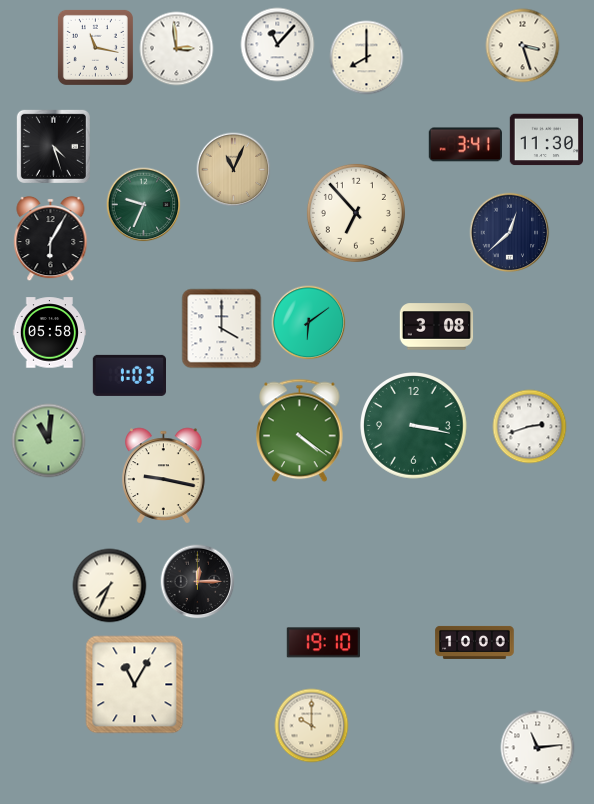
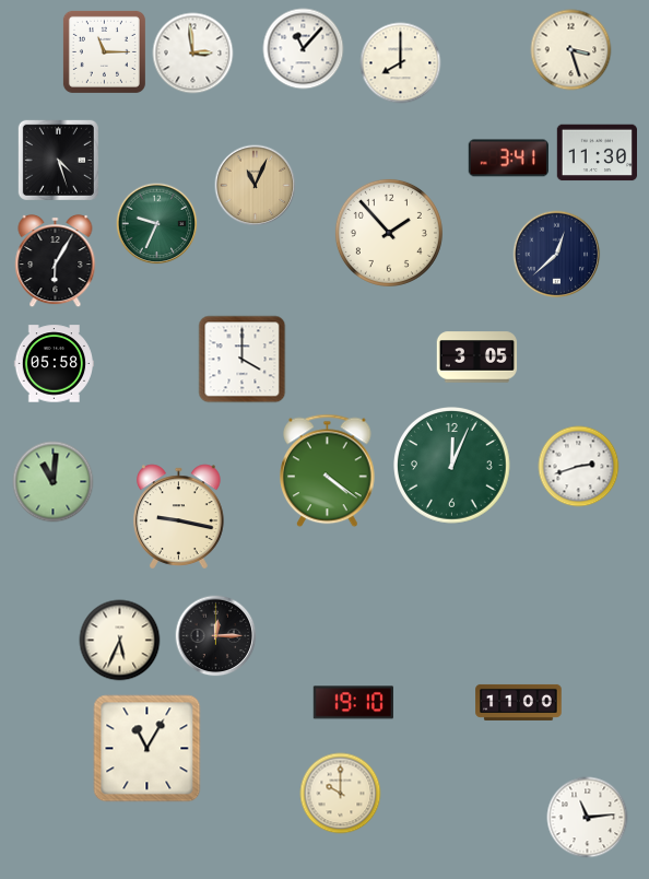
clock at (95, 47): 11:17 -> 11:15
clock at (356, 213): 6:53 -> 1:53
clock at (309, 323): 6:09 -> none
clock at (437, 327): 3:08 -> 3:05
clock at (129, 375): 1:03 -> none
clock at (414, 426): 3:17 -> 12:04
clock at (164, 476) position: (164, 476) -> (179, 517)
clock at (110, 586): 7:34 -> 5:34
clock at (475, 642): 10:00 -> 11:00
